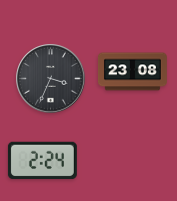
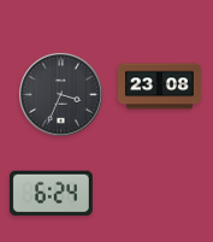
clock at (42, 161): 2:24 -> 6:24
